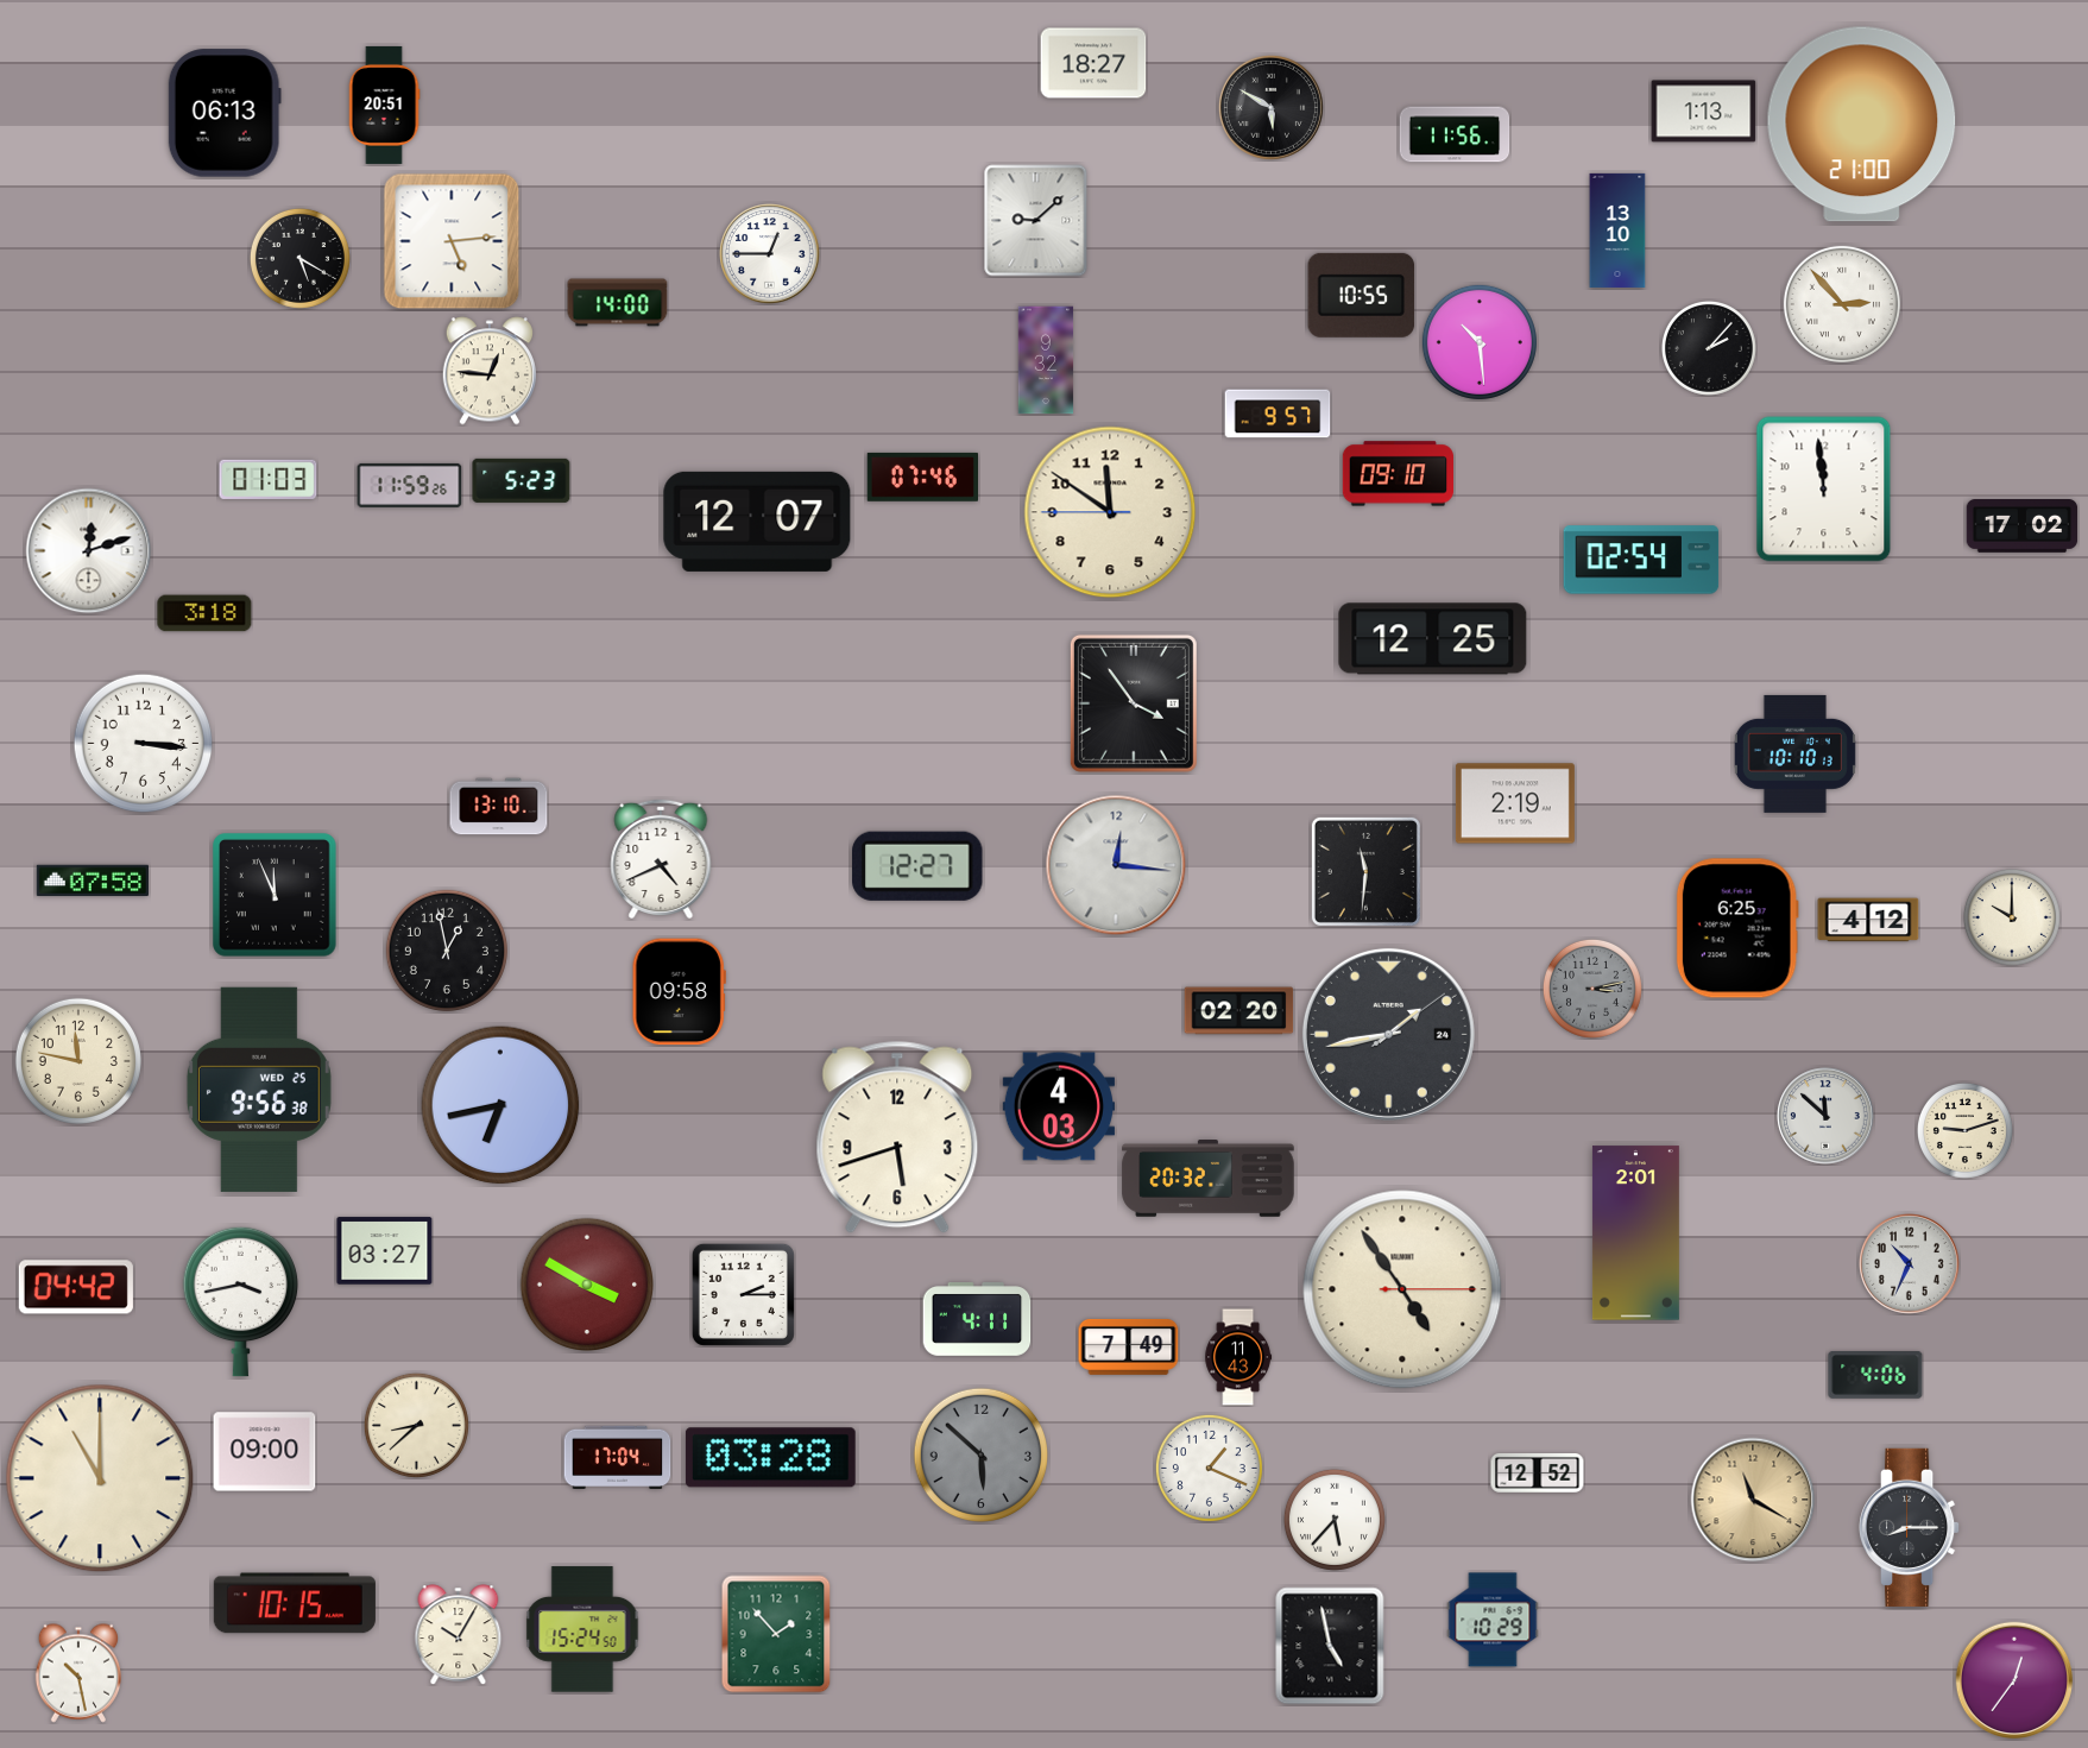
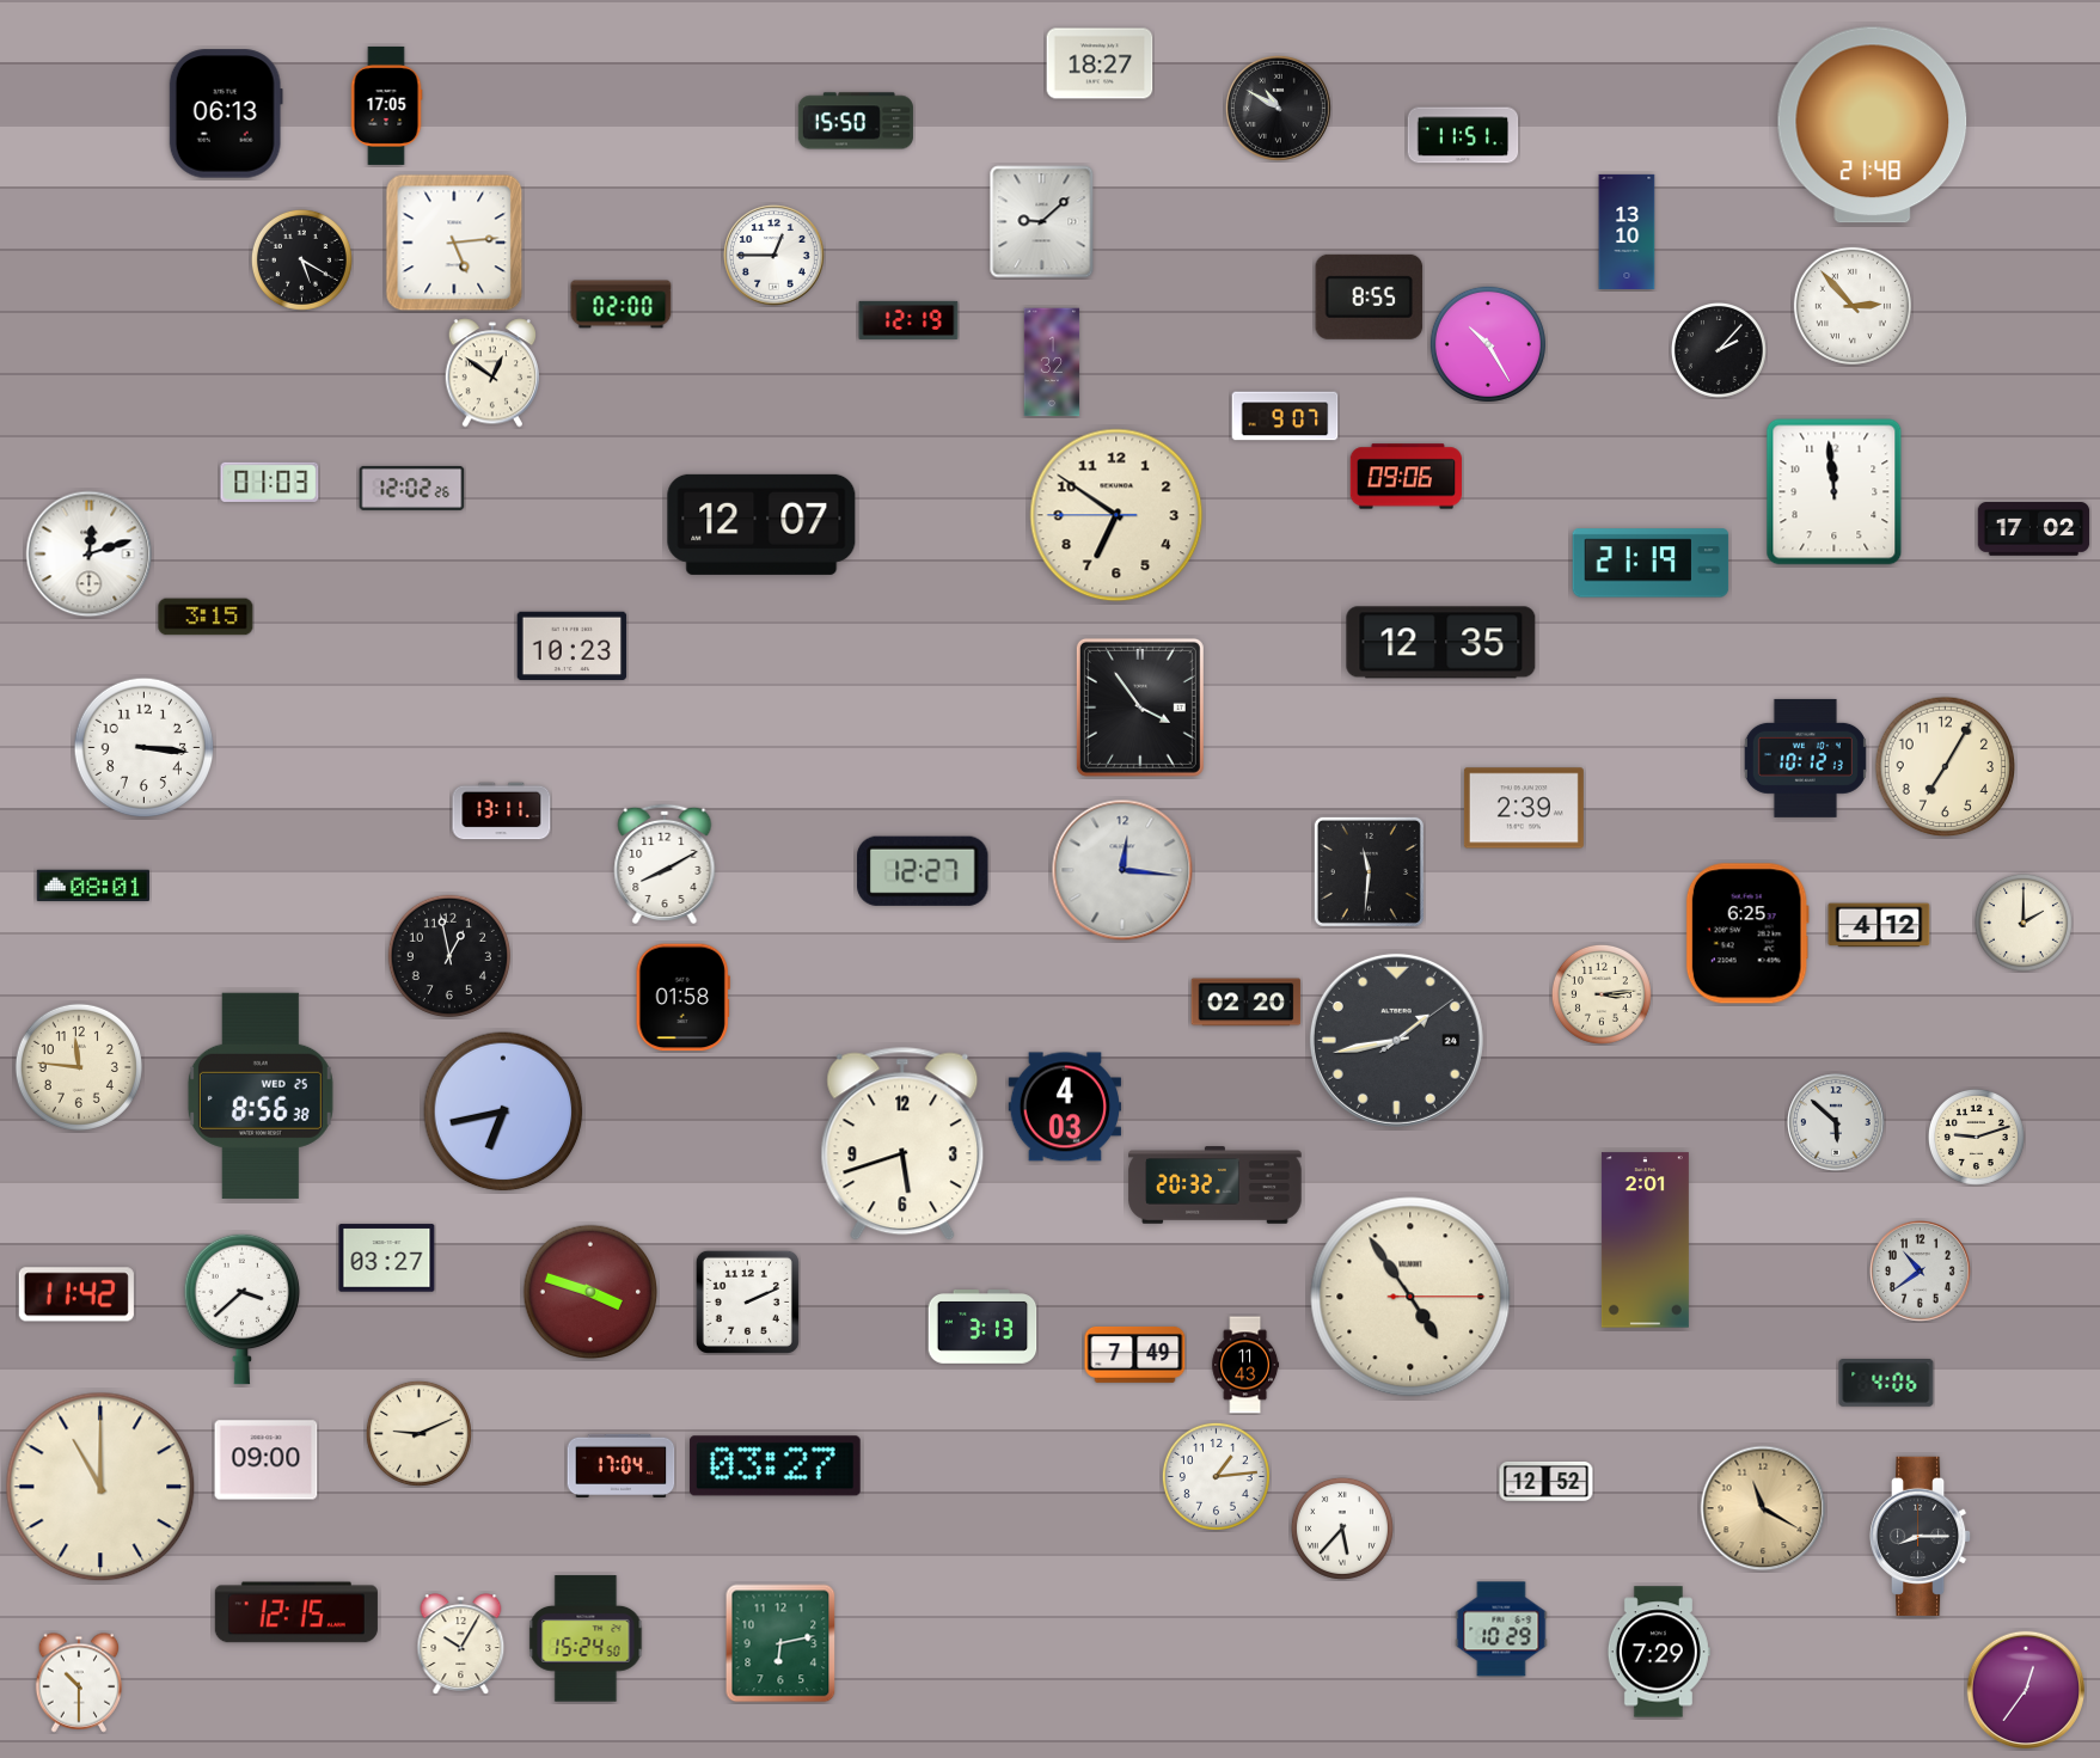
clock at (384, 105): 20:51 -> 17:05
clock at (1270, 107): 5:50 -> 10:50
clock at (1704, 112): 1:13 -> none
clock at (856, 121): none -> 15:50
clock at (1862, 125): 21:00 -> 21:48
clock at (1455, 134): 11:56 -> 11:51
clock at (1362, 295): 10:55 -> 8:55
clock at (618, 303): 14:00 -> 02:00
clock at (908, 320): none -> 12:19
clock at (1480, 342): 10:29 -> 10:25
clock at (1046, 360): 9:32 -> 1:32
clock at (488, 371): 12:46 -> 12:51
clock at (1278, 414): 9:57 -> 9:07
clock at (1399, 474): 09:10 -> 09:06
clock at (922, 477): 07:46 -> none
clock at (522, 480): 5:23 -> none
clock at (410, 485): 11:59 -> 12:02
clock at (1110, 512): 11:50 -> 6:50
clock at (1641, 560): 02:54 -> 21:19
clock at (204, 613): 3:18 -> 3:15
clock at (1433, 639): 12:25 -> 12:35
clock at (573, 647): none -> 10:23
clock at (1794, 753): 10:10 -> 10:12
clock at (1946, 767): none -> 7:05
clock at (1515, 803): 2:19 -> 2:39
clock at (499, 807): 13:10 -> 13:11
clock at (661, 858): 4:41 -> 8:10
clock at (1365, 871) position: (1365, 871) -> (1369, 871)
clock at (93, 881): 07:58 -> 08:01
clock at (275, 895): 11:56 -> none
clock at (2012, 917): 10:00 -> 2:00
clock at (1592, 989): 3:13 -> 3:14
clock at (1592, 989) dial: grey -> cream
clock at (679, 992): 09:58 -> 01:58
clock at (1239, 1011) position: (1239, 1011) -> (1247, 1003)
clock at (78, 1061): 11:47 -> 11:46
clock at (259, 1090): 9:56 -> 8:56
clock at (1058, 1106) position: (1058, 1106) -> (1064, 1107)
clock at (1825, 1116): 11:52 -> 5:52
clock at (1910, 1264): 10:34 -> 10:39
clock at (586, 1283): 3:50 -> 3:48
clock at (76, 1287): 04:42 -> 11:42
clock at (743, 1294): 2:15 -> 2:11
clock at (241, 1301): 3:43 -> 3:38
clock at (977, 1320): 4:11 -> 3:13
clock at (416, 1425): 8:38 -> 9:11
clock at (980, 1454): 5:52 -> none
clock at (770, 1458): 03:28 -> 03:27
clock at (1209, 1468): 1:19 -> 1:14
clock at (295, 1603): 10:15 -> 12:15
clock at (776, 1634): 1:53 -> 6:13
clock at (1659, 1652): none -> 7:29
clock at (1330, 1646): 4:58 -> none
clock at (78, 1673): 10:28 -> 10:30
